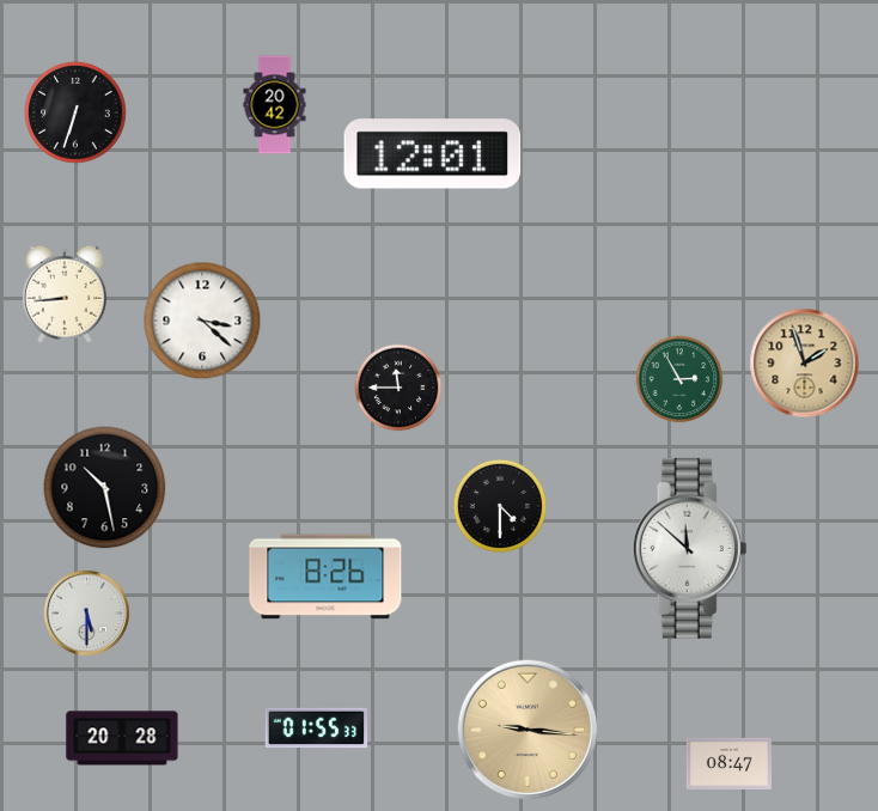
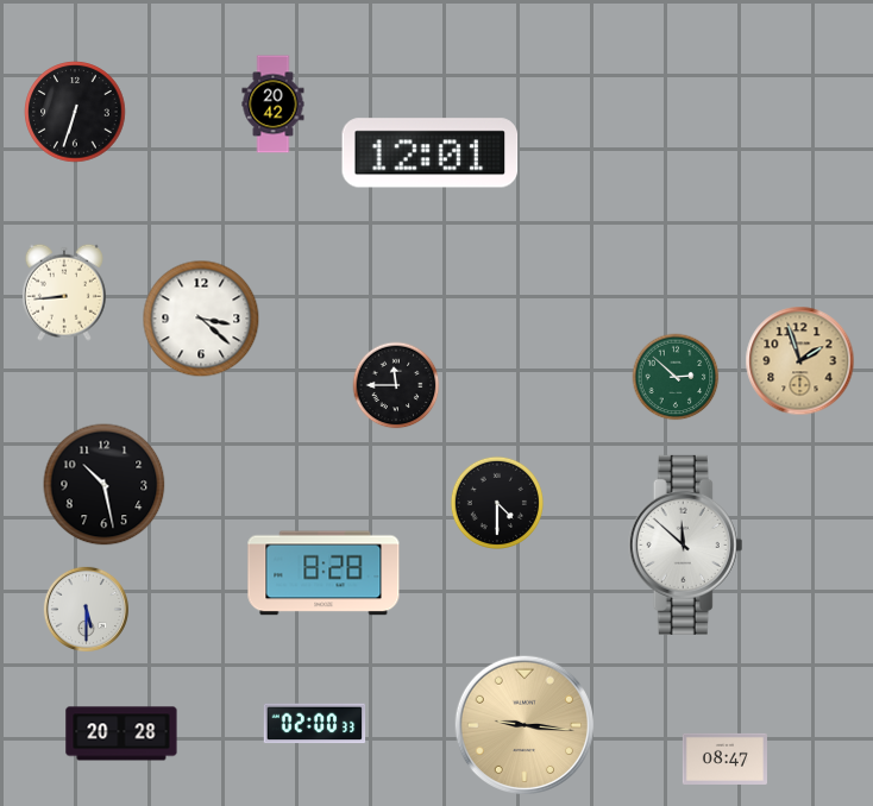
clock at (679, 379): 2:55 -> 2:52
clock at (325, 577): 8:26 -> 8:28
clock at (317, 728): 01:55 -> 02:00
